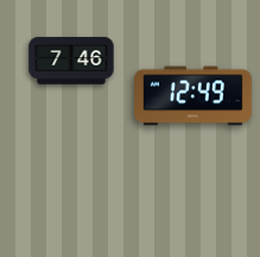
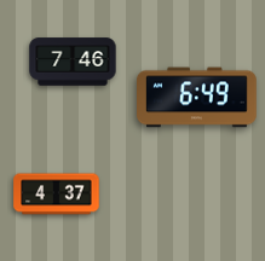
clock at (194, 96): 12:49 -> 6:49
clock at (57, 195): none -> 4:37
